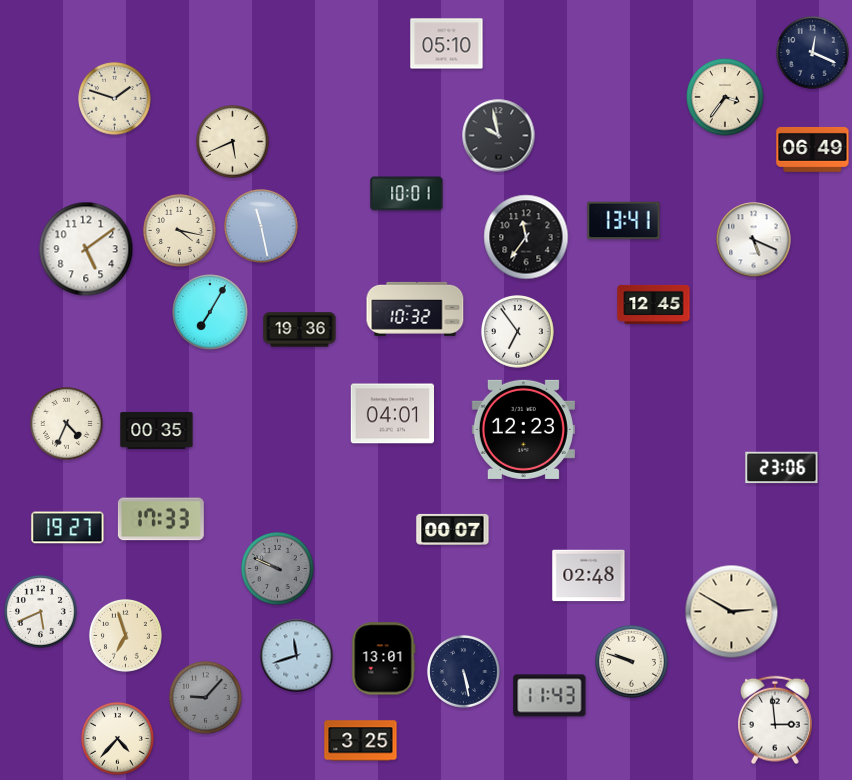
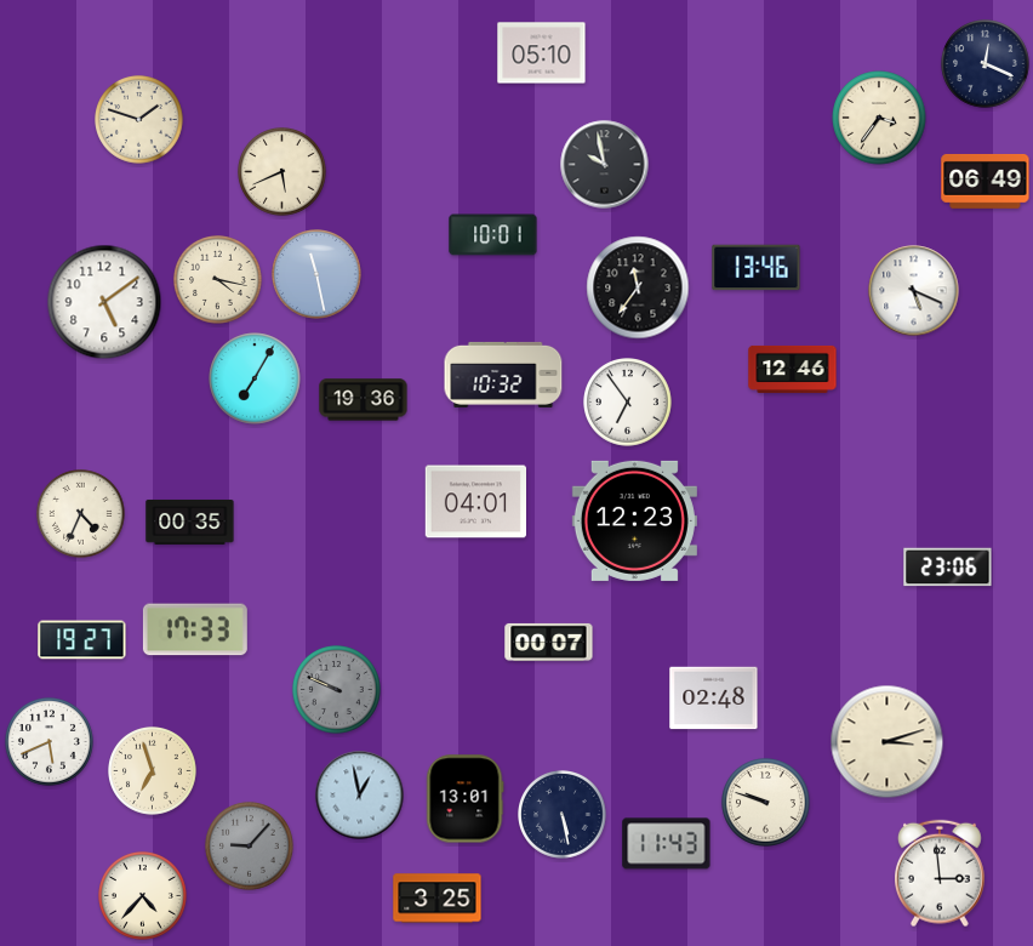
clock at (624, 221): 13:41 -> 13:46
clock at (654, 304): 12:45 -> 12:46
clock at (732, 612): 2:50 -> 3:12
clock at (297, 656): 11:42 -> 12:58
